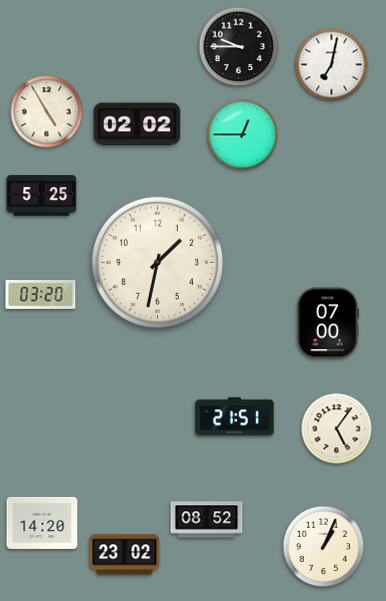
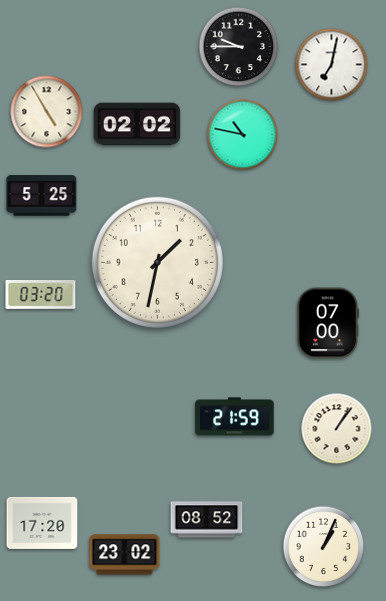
clock at (243, 135): 12:45 -> 10:47
clock at (235, 417): 21:51 -> 21:59
clock at (337, 429): 5:06 -> 1:06
clock at (42, 523): 14:20 -> 17:20
